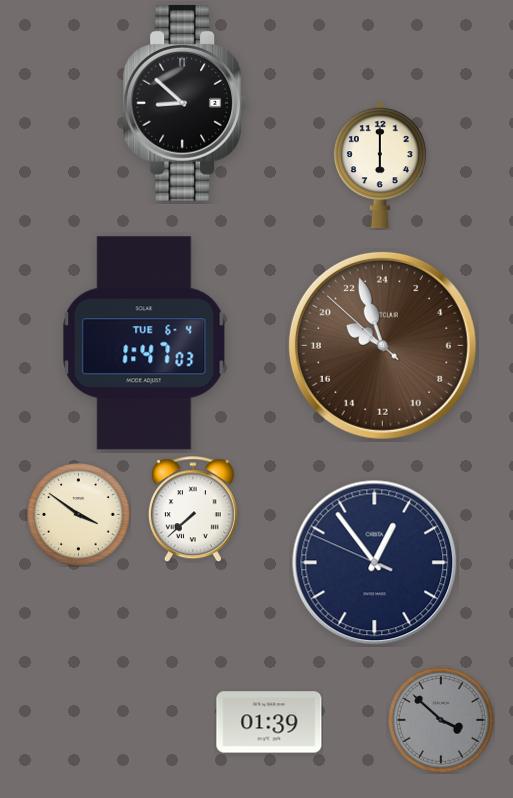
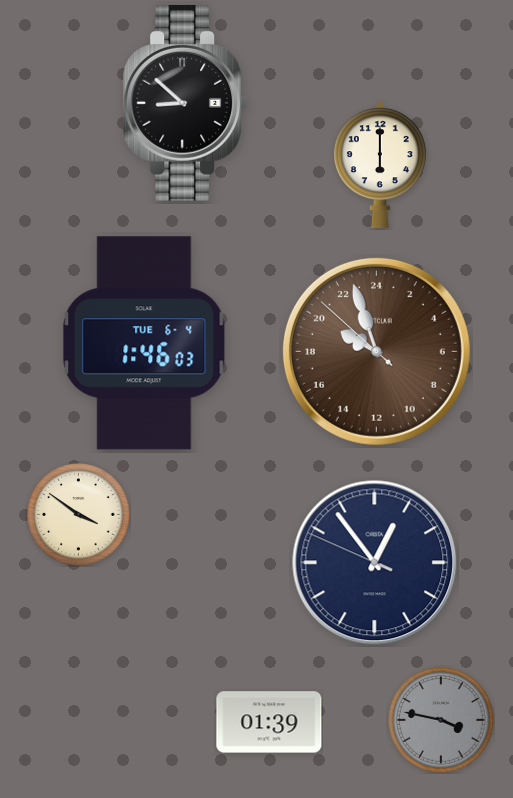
clock at (144, 343): 1:47 -> 1:46
clock at (382, 345) position: (382, 345) -> (376, 351)
clock at (193, 509): 7:38 -> none
clock at (441, 720): 3:52 -> 3:47
